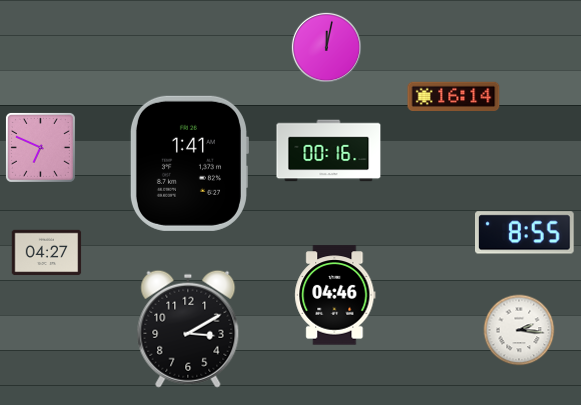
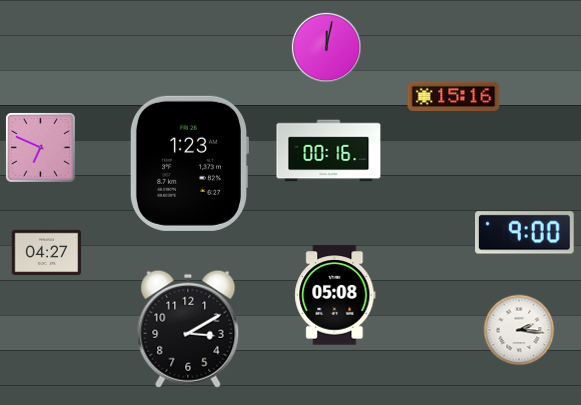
clock at (454, 96): 16:14 -> 15:16
clock at (189, 163): 1:41 -> 1:23
clock at (525, 233): 8:55 -> 9:00
clock at (335, 295): 04:46 -> 05:08
